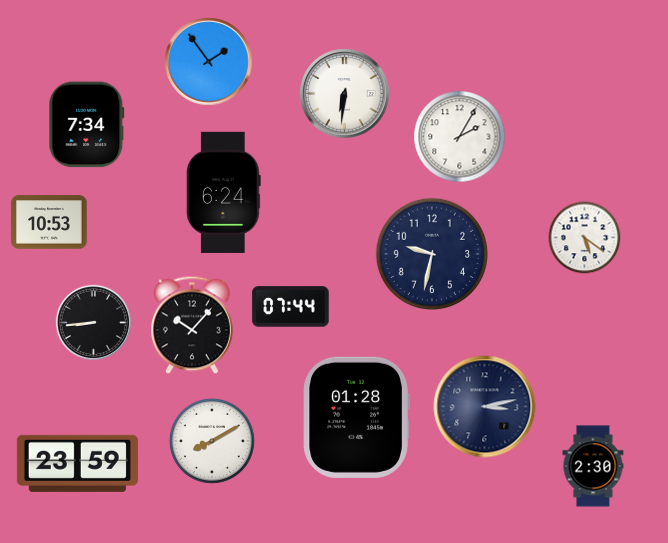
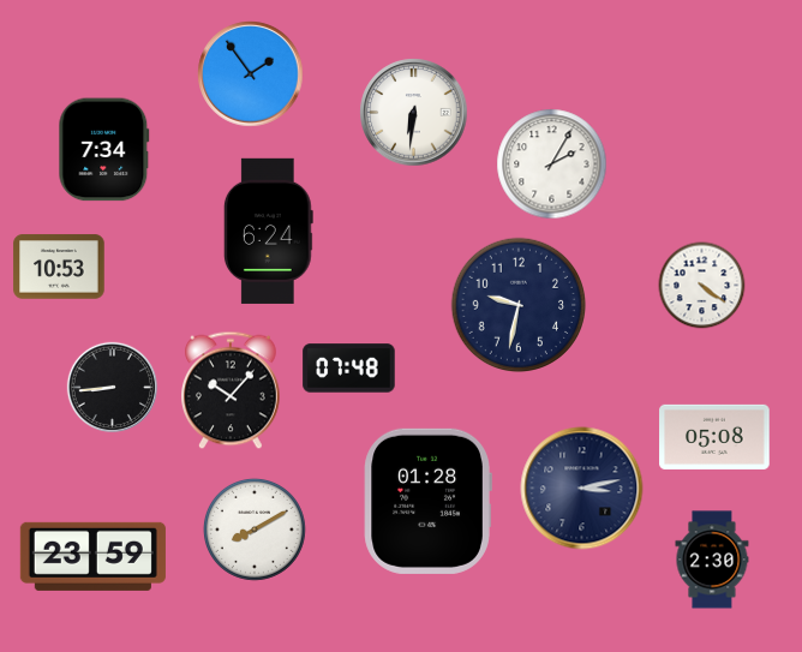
clock at (585, 238): 5:21 -> 4:21
clock at (291, 307): 07:44 -> 07:48
clock at (714, 437): none -> 05:08
